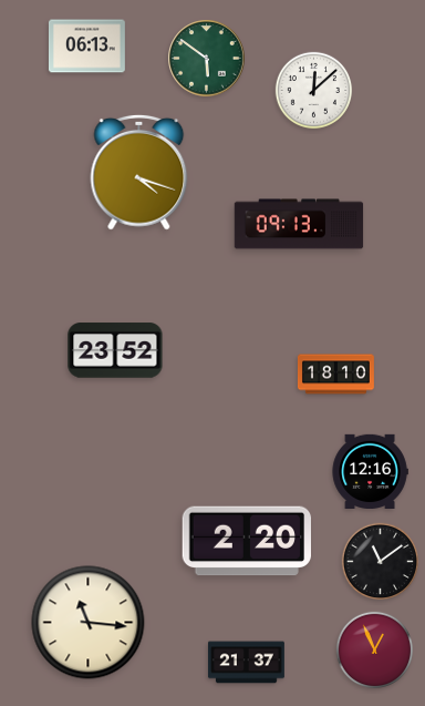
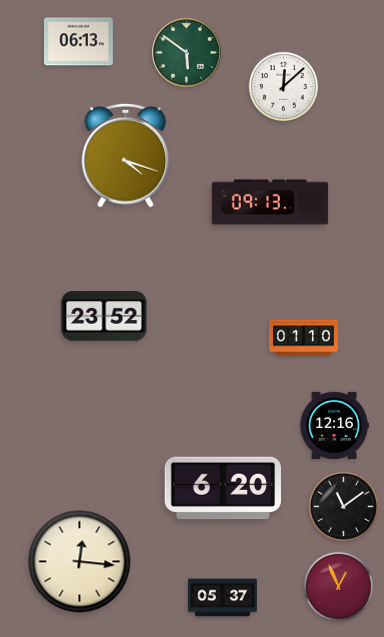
clock at (314, 91) position: (314, 91) -> (284, 87)
clock at (335, 375): 18:10 -> 01:10
clock at (246, 541): 2:20 -> 6:20
clock at (89, 623): 11:16 -> 12:16
clock at (246, 663): 21:37 -> 05:37
